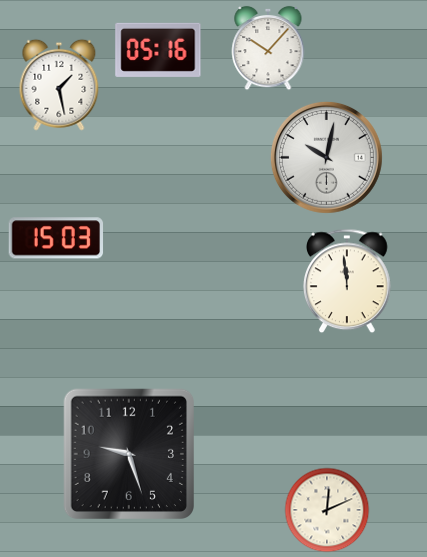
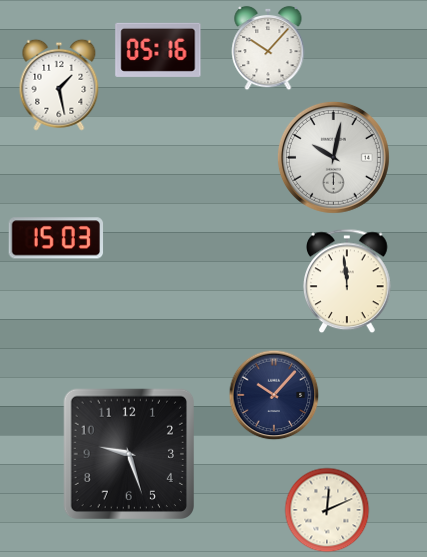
clock at (326, 157) position: (326, 157) -> (333, 157)
clock at (274, 395): none -> 10:07
